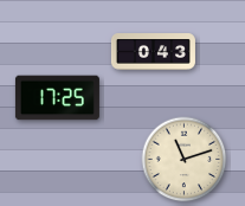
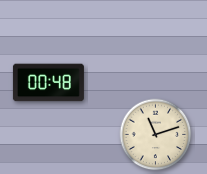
clock at (153, 52): 0:43 -> none
clock at (57, 98): 17:25 -> 00:48
